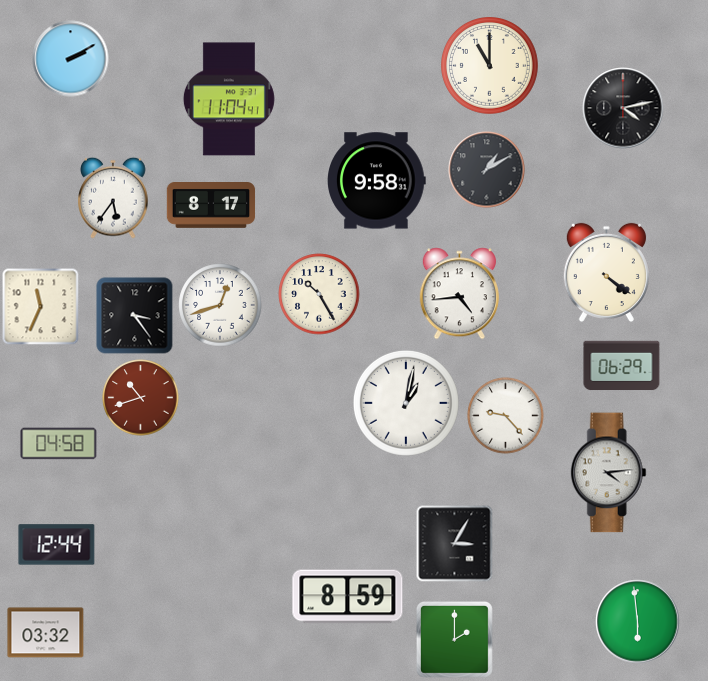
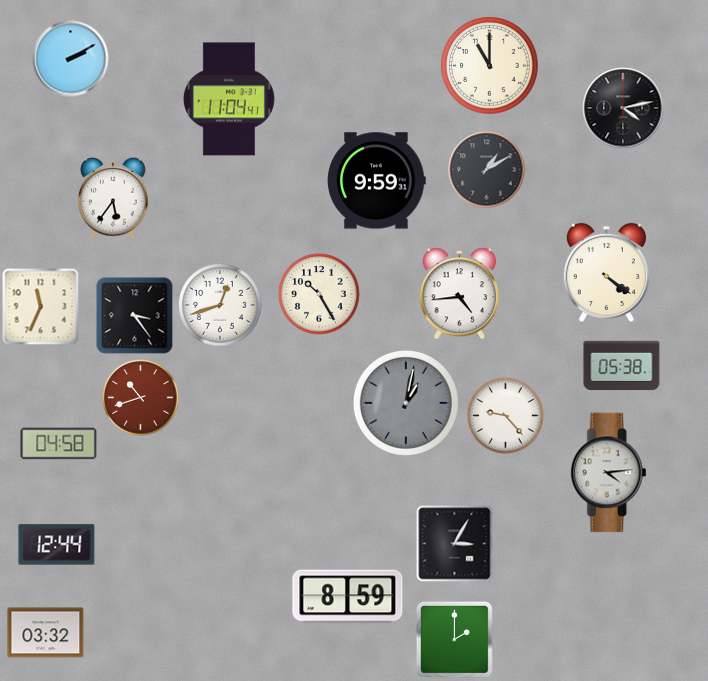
clock at (377, 181): 9:58 -> 9:59
clock at (211, 206): 8:17 -> none
clock at (622, 366): 06:29 -> 05:38
clock at (406, 403) dial: white -> grey
clock at (638, 622): 5:59 -> none
